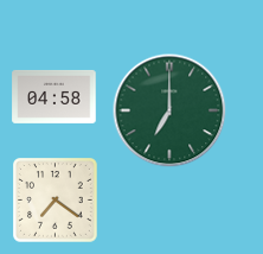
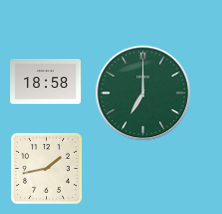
clock at (54, 96): 04:58 -> 18:58
clock at (56, 201): 7:21 -> 1:43
